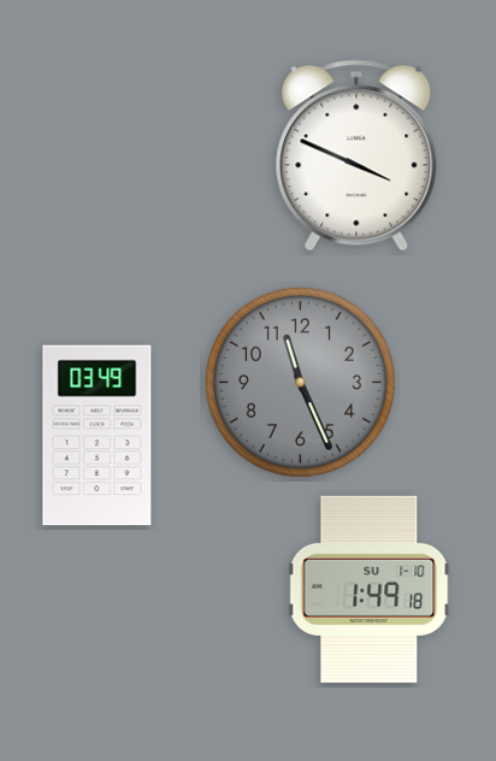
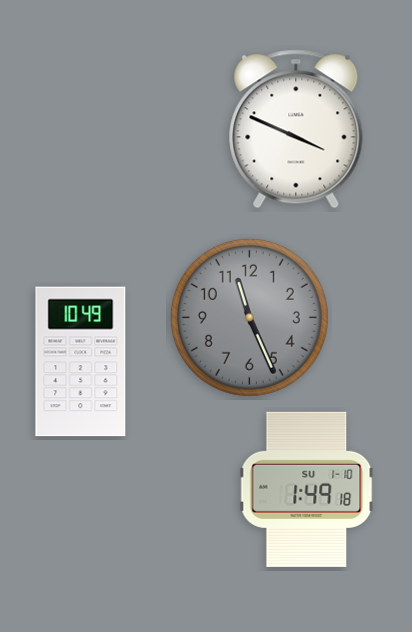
clock at (98, 436): 03:49 -> 10:49
